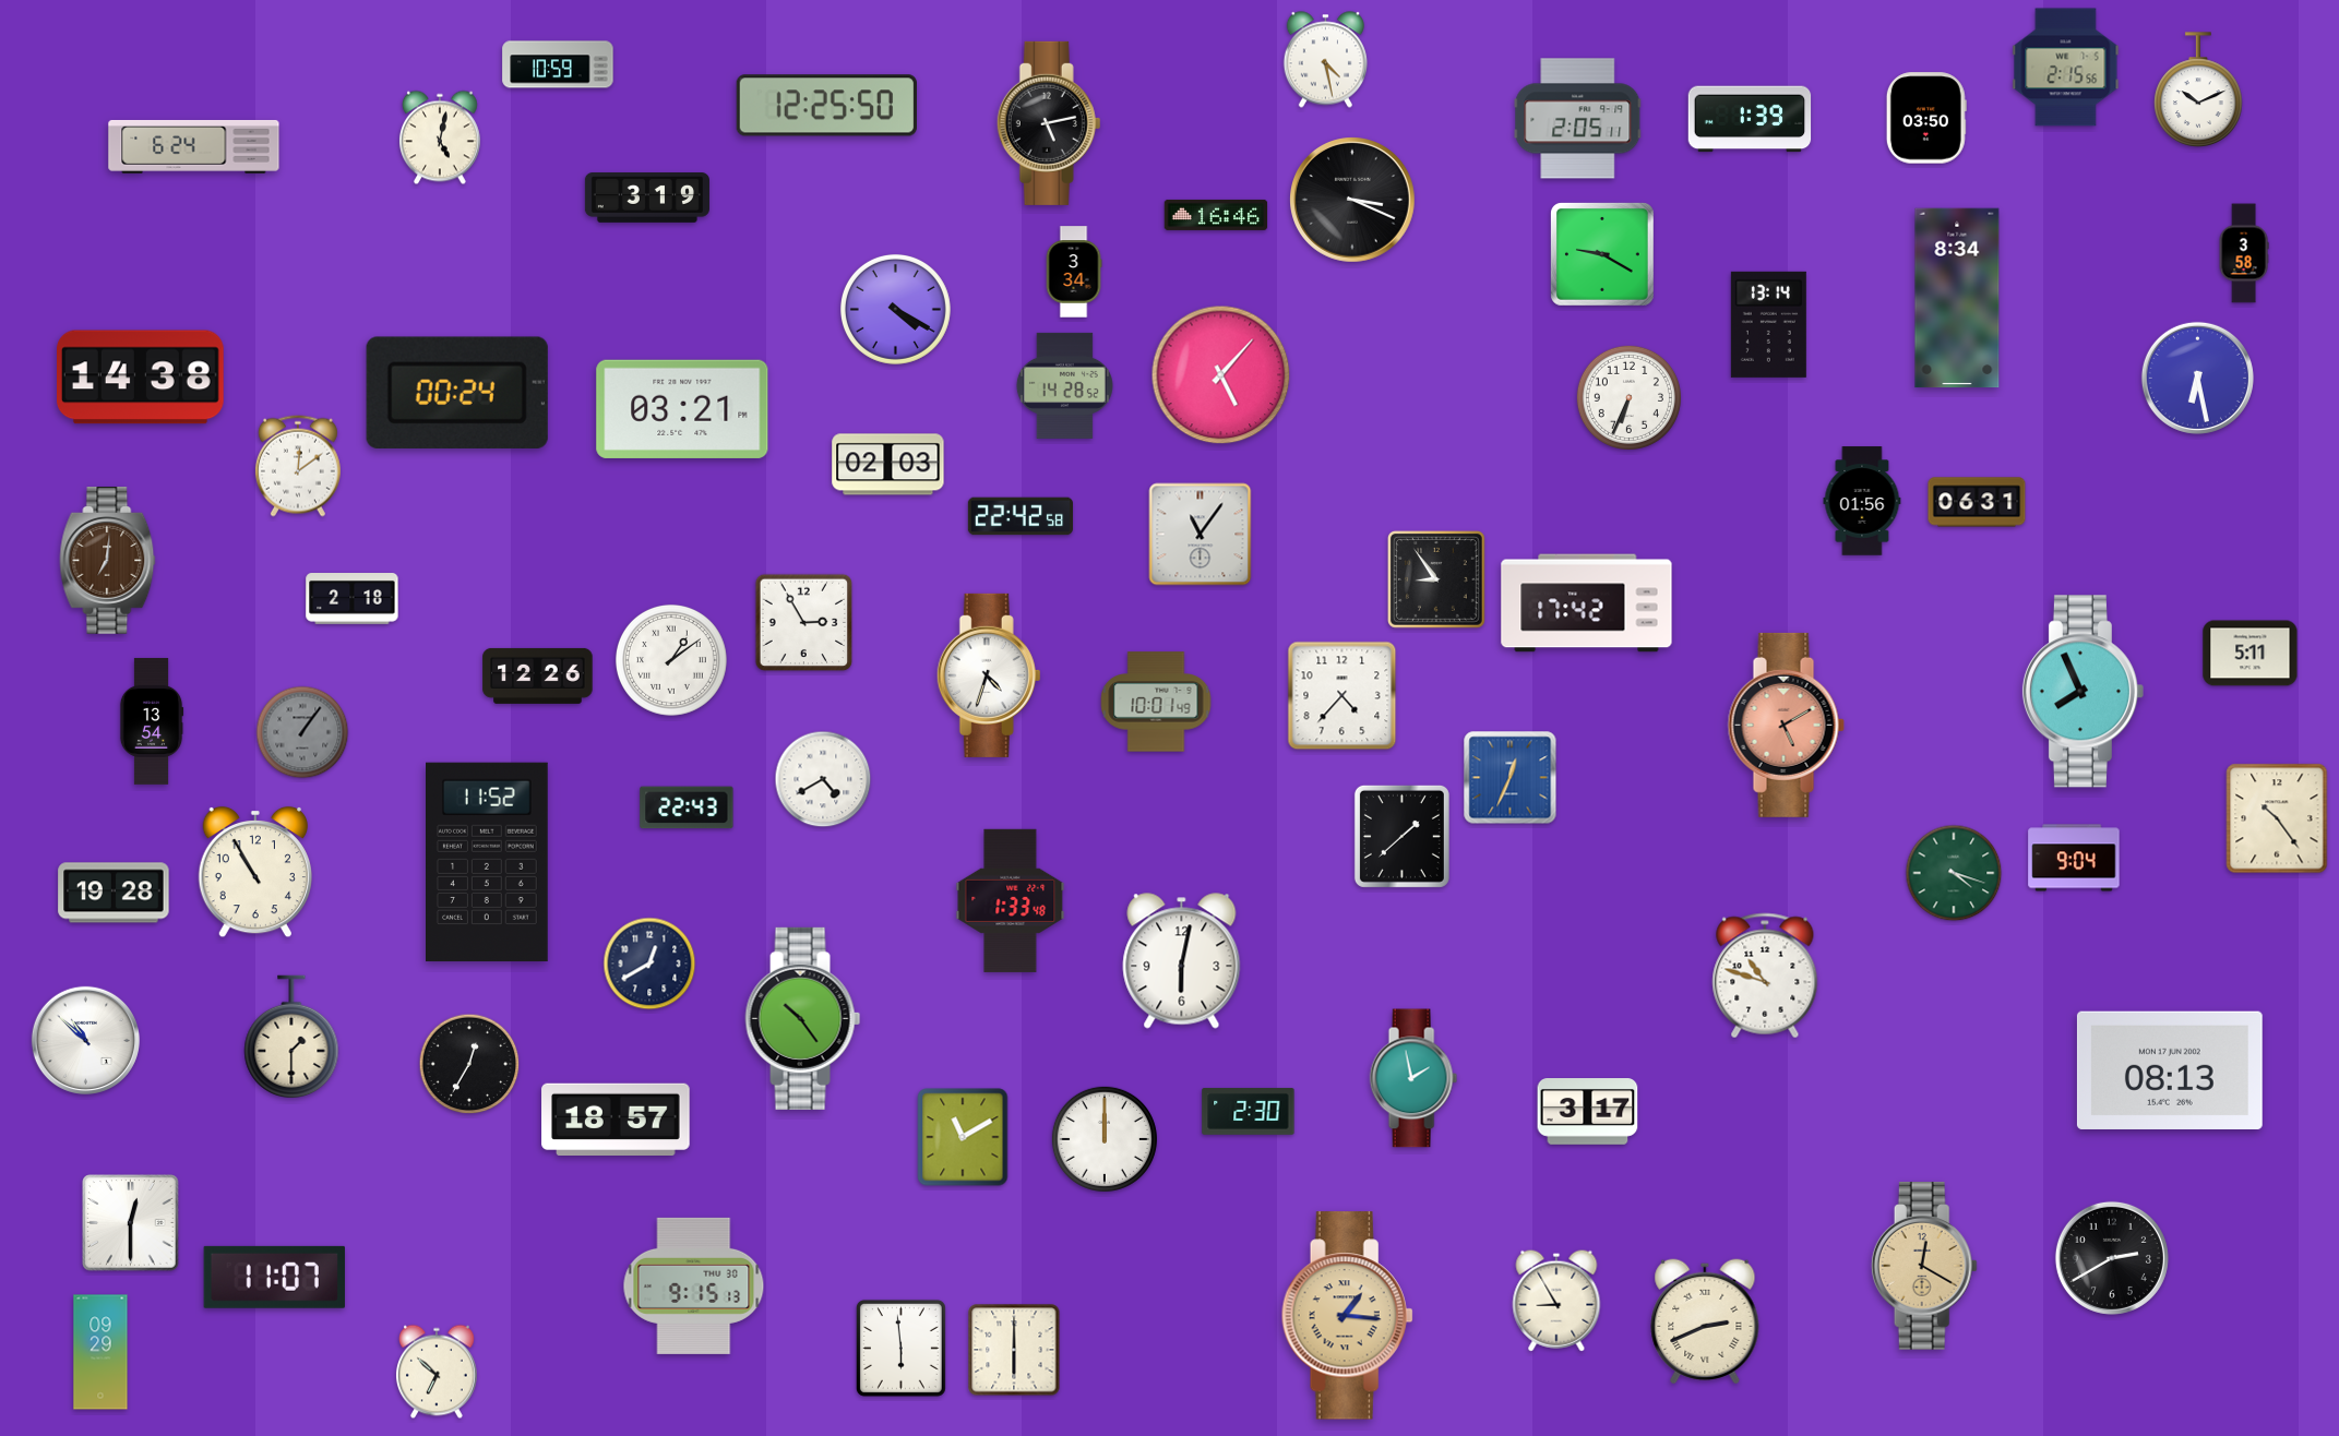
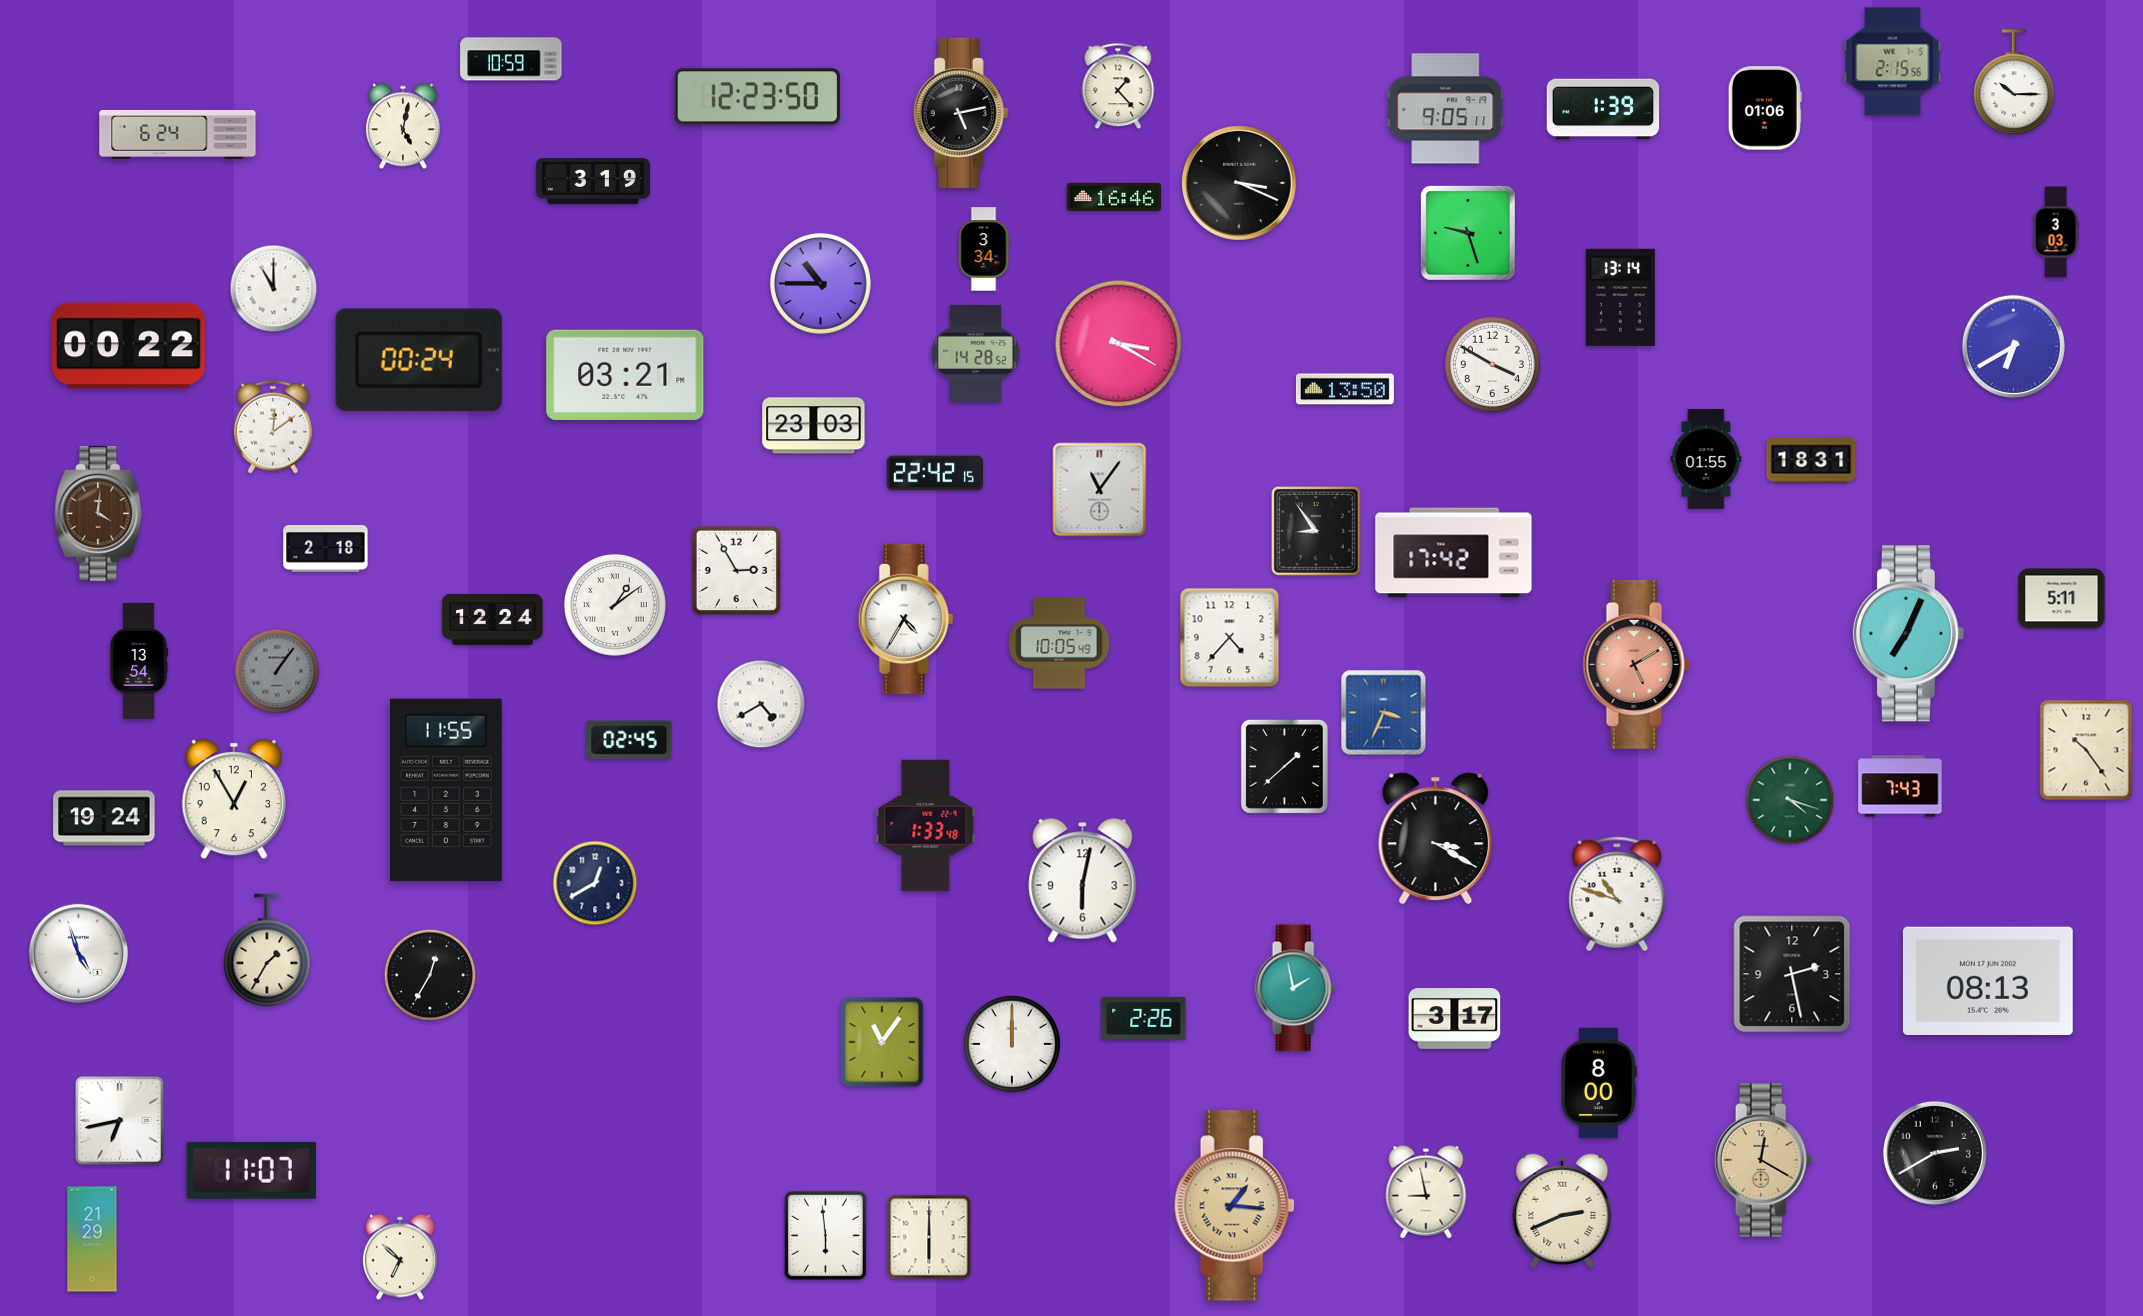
clock at (1325, 60): 4:28 -> none
clock at (2198, 89): 10:11 -> 10:15
clock at (1118, 86): none -> 1:23
clock at (826, 106): 12:25 -> 12:23
clock at (1926, 118): 03:50 -> 01:06
clock at (1578, 119): 2:05 -> 9:05
clock at (2244, 253): 3:58 -> 3:03
clock at (1602, 254): 9:20 -> 9:27
clock at (1957, 298): 8:34 -> none
clock at (895, 309): 4:20 -> 10:45
clock at (274, 289): none -> 11:00
clock at (1221, 375): 5:07 -> 3:20
clock at (141, 378): 14:38 -> 00:22
clock at (2197, 378): 6:28 -> 6:40
clock at (1628, 397): 6:34 -> 3:50
clock at (1345, 389): none -> 13:50
clock at (888, 465): 02:03 -> 23:03
clock at (1862, 501): 01:56 -> 01:55
clock at (1977, 502): 06:31 -> 18:31
clock at (1021, 516): 22:42:58 -> 22:42:15
clock at (108, 561): 7:01 -> 4:01
clock at (353, 599) position: (353, 599) -> (326, 549)
clock at (538, 675): 12:26 -> 12:24
clock at (989, 675): 4:33 -> 4:35
clock at (2083, 692): 7:56 -> 7:04
clock at (1156, 702): 10:01 -> 10:05
clock at (1511, 778): 12:34 -> 3:34
clock at (823, 779) position: (823, 779) -> (761, 704)
clock at (687, 807): 22:43 -> 02:45
clock at (2074, 858): 9:04 -> 7:43
clock at (488, 862): 11:52 -> 11:55
clock at (254, 872): 10:55 -> 12:55
clock at (114, 893): 19:28 -> 19:24
clock at (1436, 839): none -> 3:20
clock at (803, 1018): 10:24 -> none
clock at (291, 1037): 1:30 -> 1:35
clock at (85, 1040): 10:52 -> 4:57
clock at (1792, 974): none -> 2:28
clock at (1249, 1111): 2:30 -> 2:26
clock at (616, 1118): 18:57 -> none
clock at (963, 1137): 11:10 -> 11:06
clock at (1599, 1083): none -> 8:00
clock at (131, 1223): 12:30 -> 6:43
clock at (694, 1285): 9:15 -> none
clock at (1556, 1301): 8:55 -> 8:58
clock at (100, 1352): 09:29 -> 21:29
